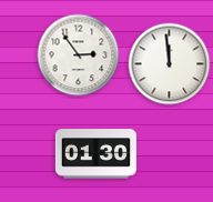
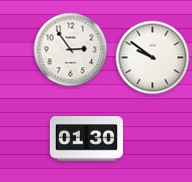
clock at (170, 64): 11:59 -> 9:51
